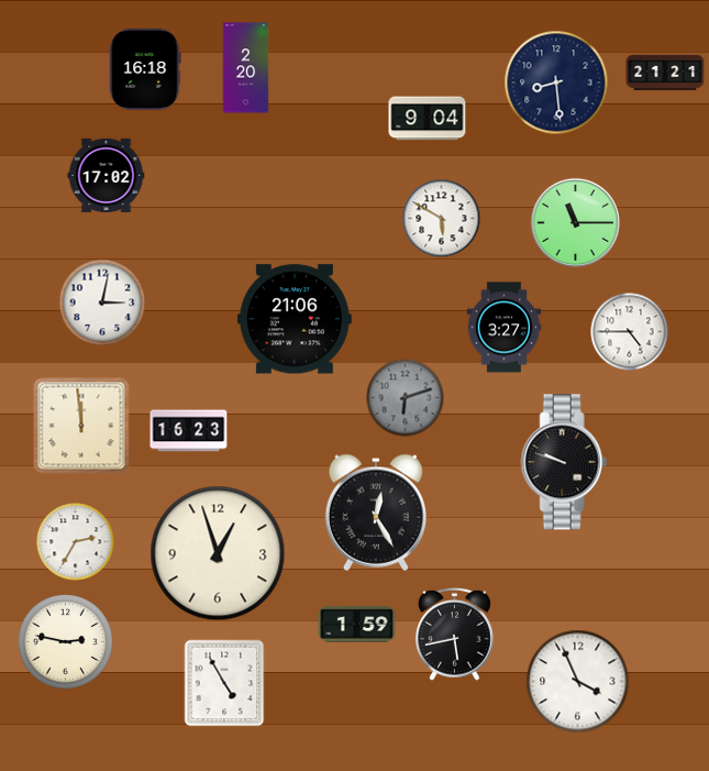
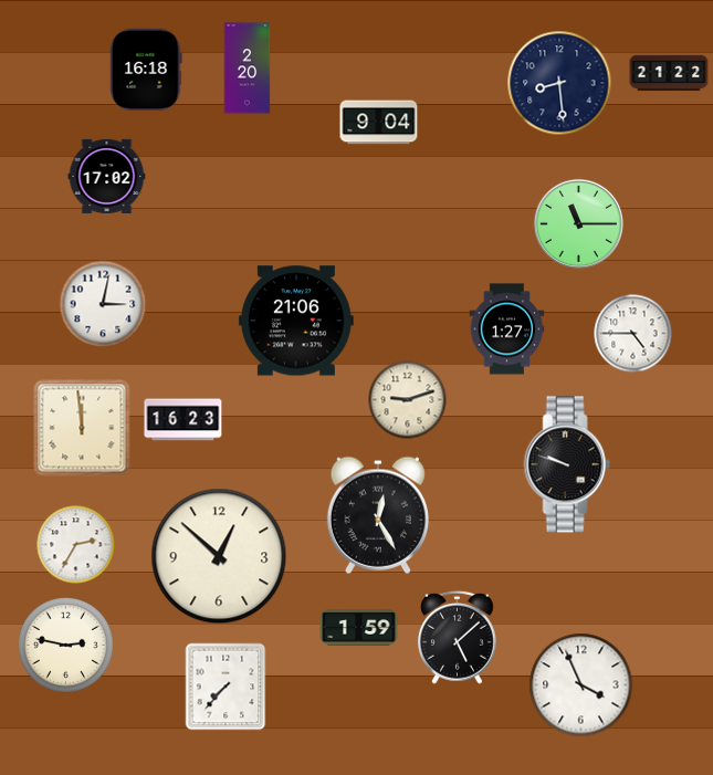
clock at (665, 73): 21:21 -> 21:22
clock at (428, 119) position: (428, 119) -> (379, 123)
clock at (442, 219): 5:50 -> none
clock at (505, 328): 3:27 -> 1:27
clock at (406, 398): 6:12 -> 9:12
clock at (406, 398) dial: grey -> cream
clock at (189, 431) position: (189, 431) -> (184, 420)
clock at (218, 553): 12:57 -> 12:52
clock at (454, 634): 5:43 -> 5:08
clock at (224, 683): 4:55 -> 7:37
